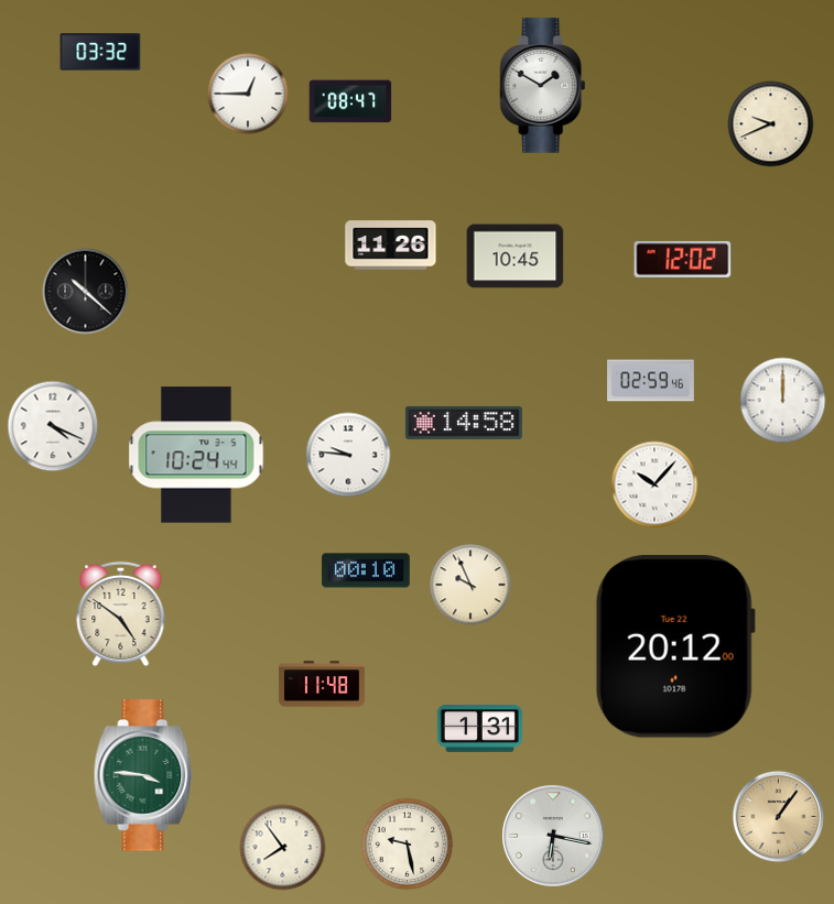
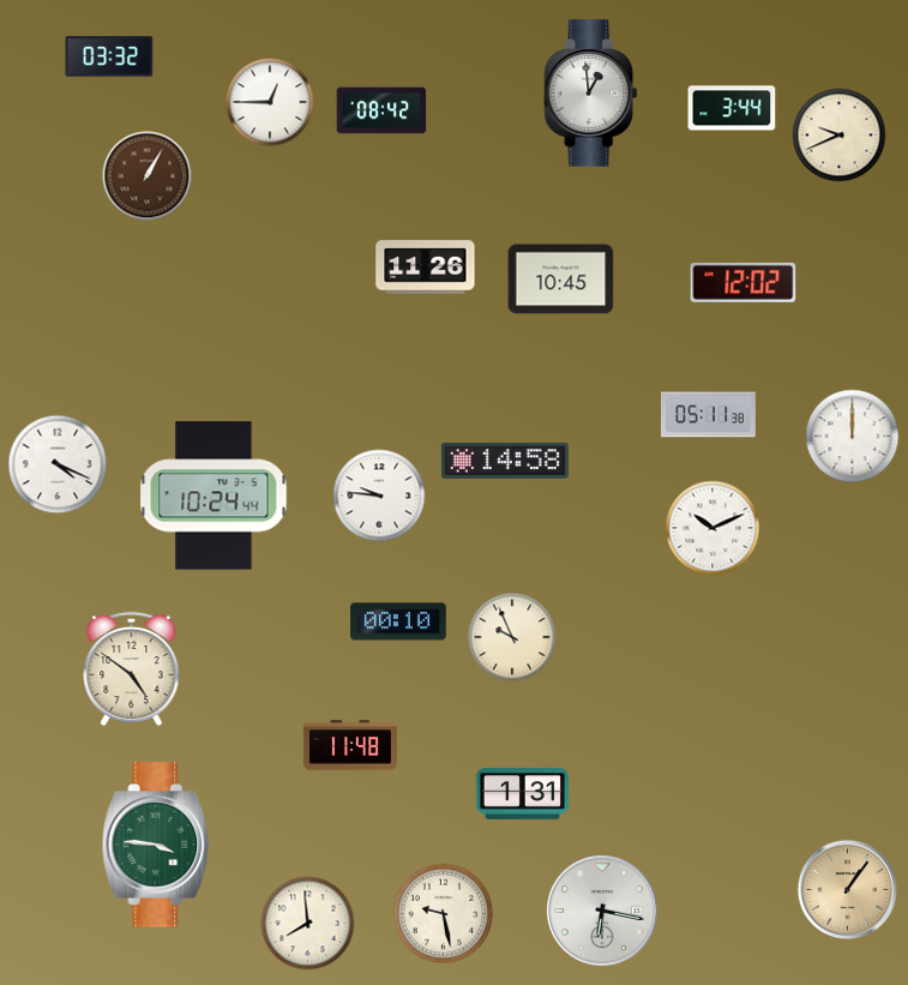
clock at (543, 86): 1:50 -> 12:59
clock at (732, 108): none -> 3:44
clock at (350, 101): 08:47 -> 08:42
clock at (148, 176): none -> 1:05
clock at (86, 292): 10:22 -> none
clock at (651, 381): 02:59 -> 05:11
clock at (654, 484): 10:07 -> 10:11
clock at (675, 647): 20:12 -> none
clock at (408, 845) position: (408, 845) -> (444, 914)
clock at (283, 848): 7:54 -> 7:59
